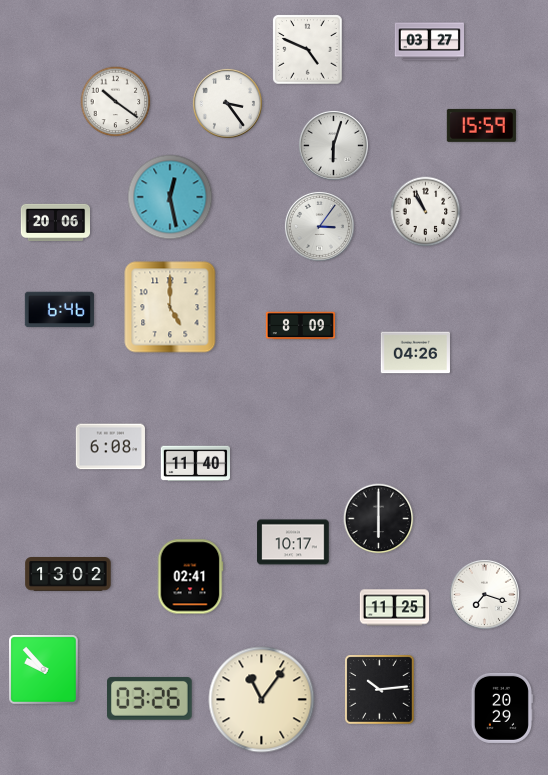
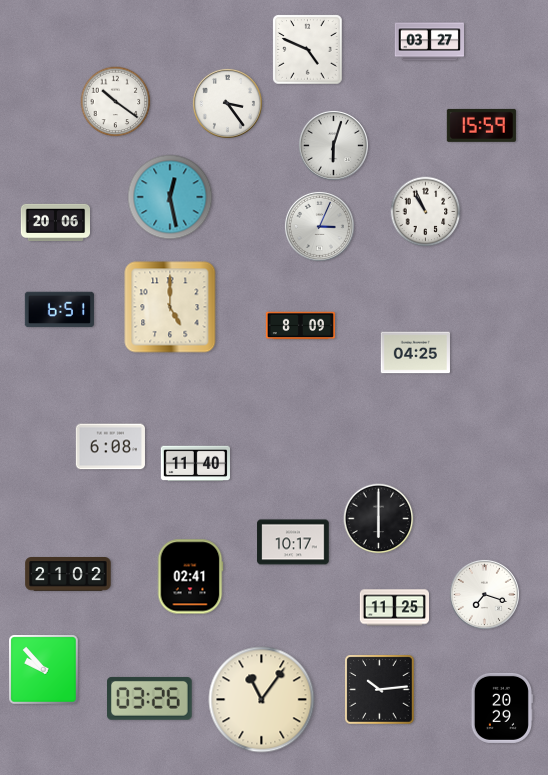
clock at (319, 226): 3:06 -> 3:04
clock at (59, 310): 6:46 -> 6:51
clock at (415, 353): 04:26 -> 04:25
clock at (68, 575): 13:02 -> 21:02
